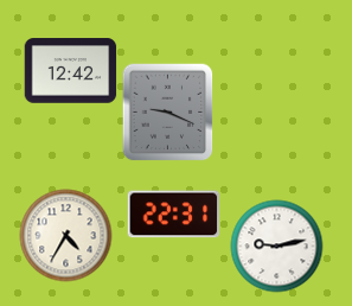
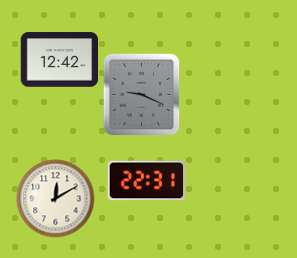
clock at (65, 235): 4:35 -> 12:10
clock at (276, 246): 9:13 -> none
